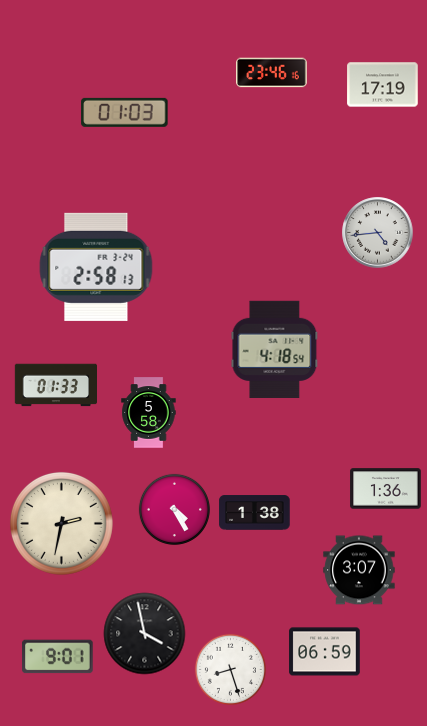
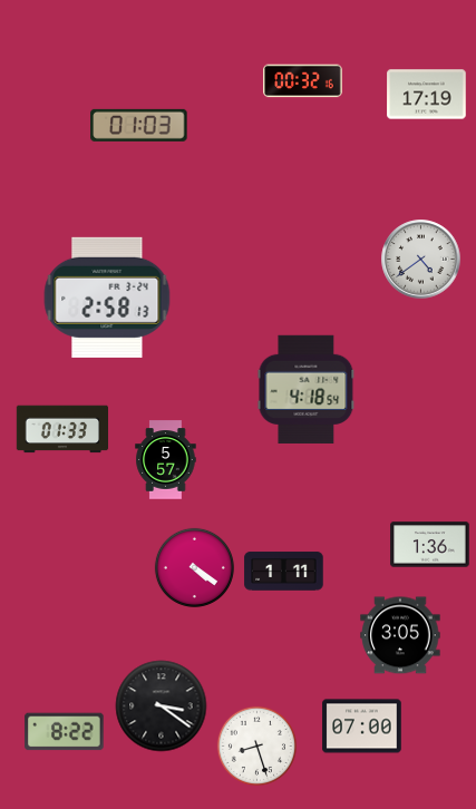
clock at (272, 73): 23:46 -> 00:32
clock at (378, 233): 4:44 -> 4:39
clock at (149, 413): 5:58 -> 5:57
clock at (174, 509): 4:25 -> 4:21
clock at (255, 513): 1:38 -> 1:11
clock at (61, 523): 2:32 -> none
clock at (359, 570): 3:07 -> 3:05
clock at (145, 634): 3:58 -> 3:21
clock at (325, 652): 06:59 -> 07:00
clock at (58, 657): 9:01 -> 8:22
